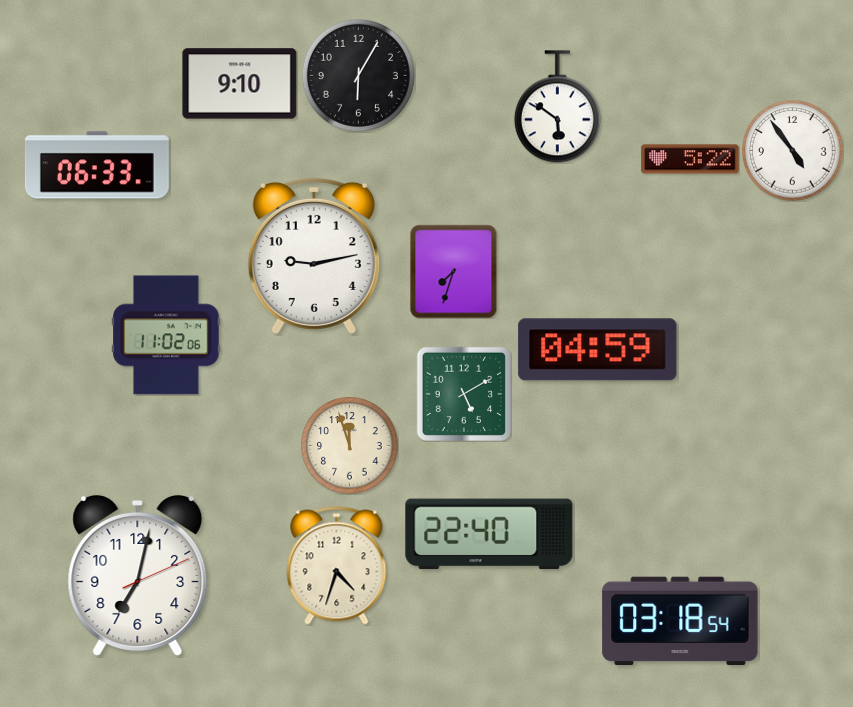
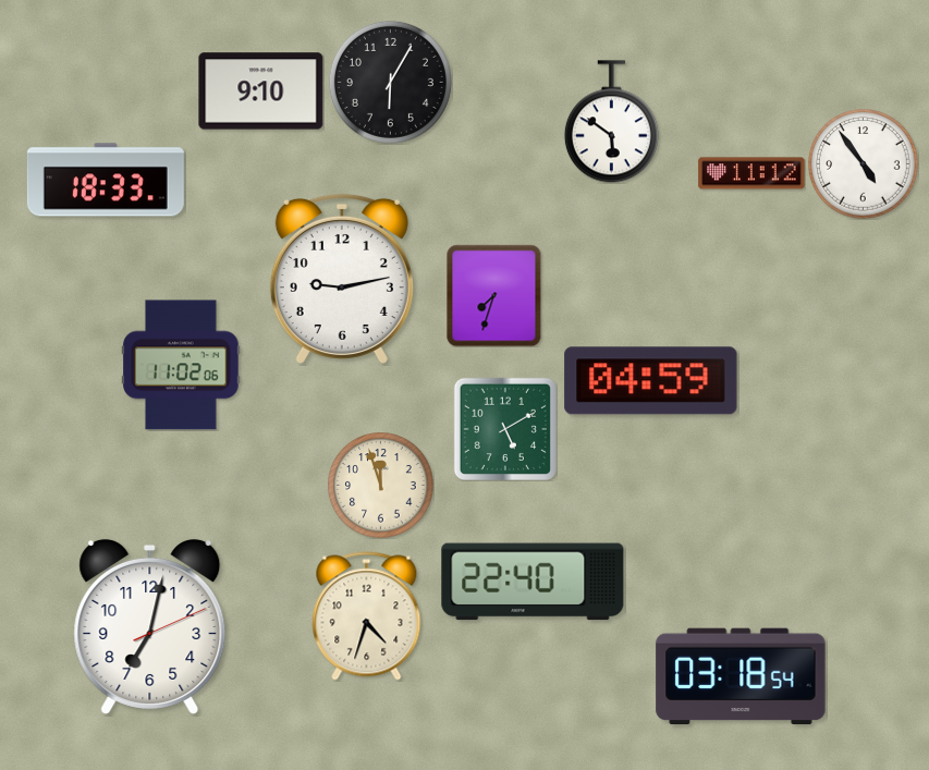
clock at (557, 107) position: (557, 107) -> (611, 122)
clock at (690, 159): 5:22 -> 11:12
clock at (97, 165): 06:33 -> 18:33
